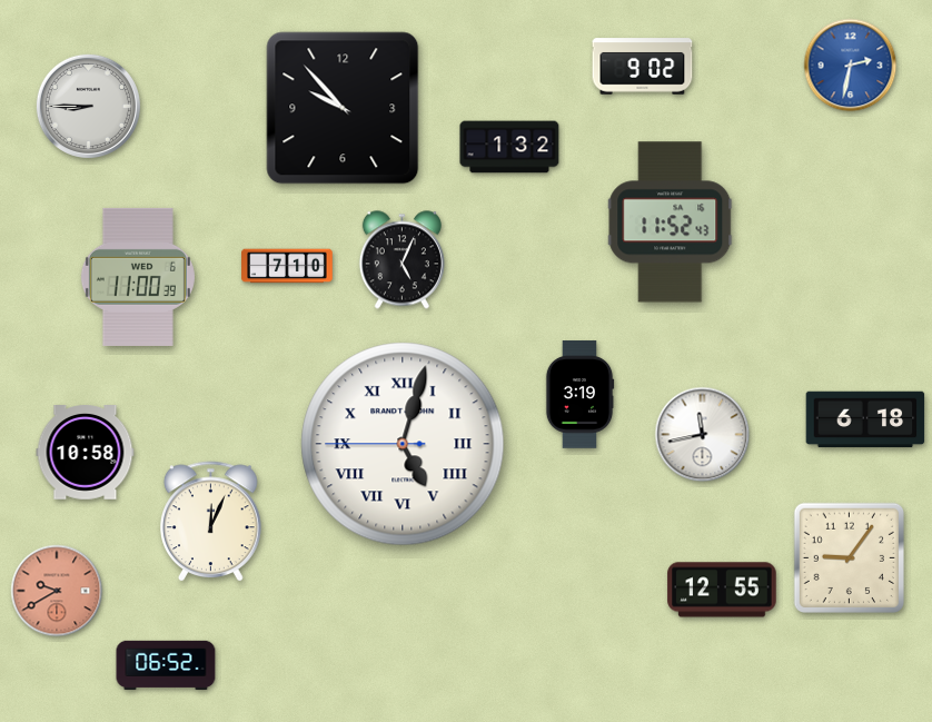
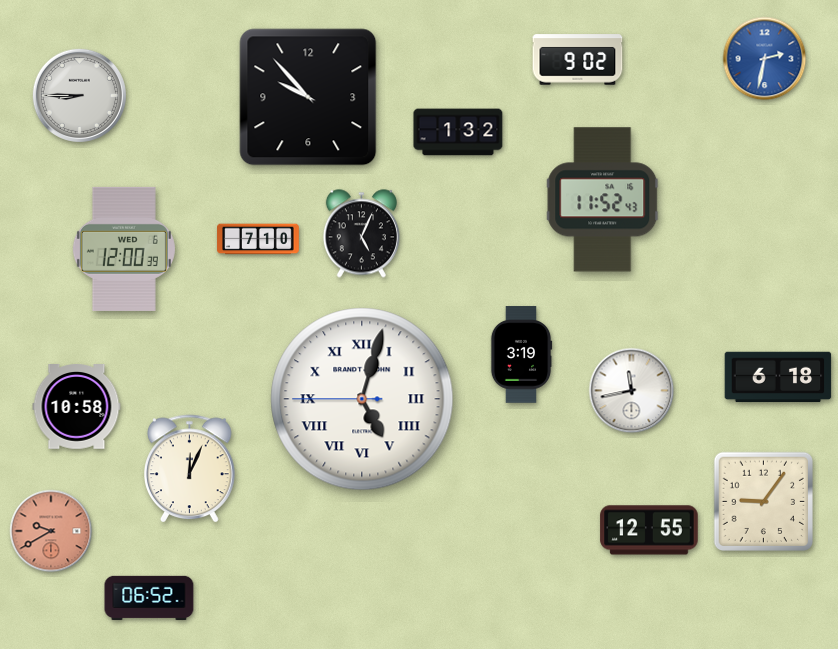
clock at (138, 277): 11:00 -> 12:00
